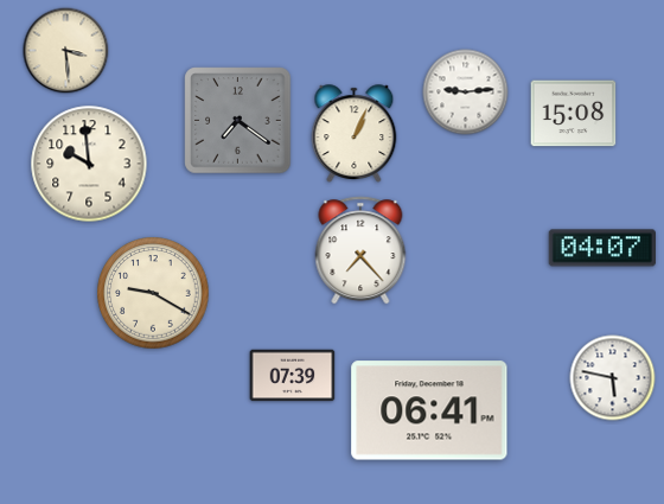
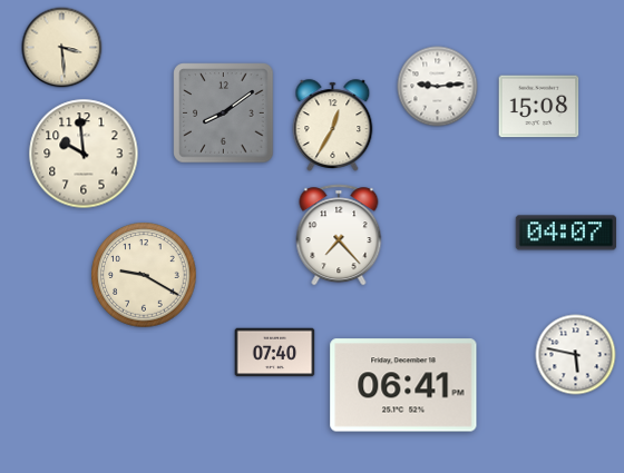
clock at (238, 121): 7:21 -> 8:09
clock at (355, 133): 1:04 -> 12:35
clock at (293, 376): 07:39 -> 07:40
